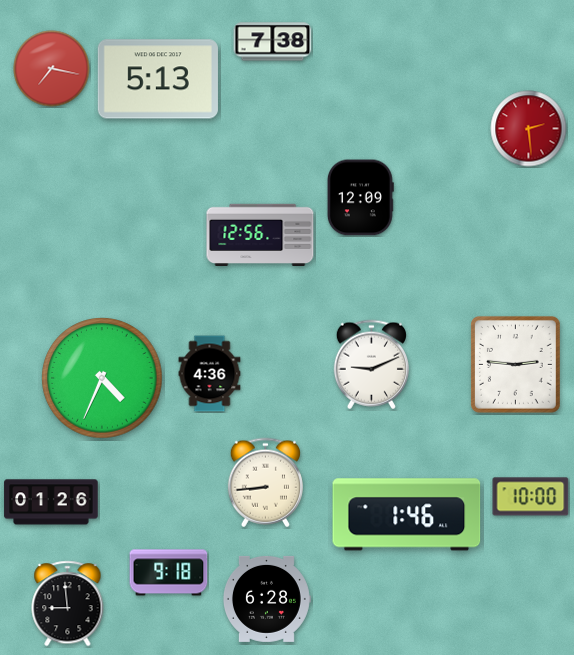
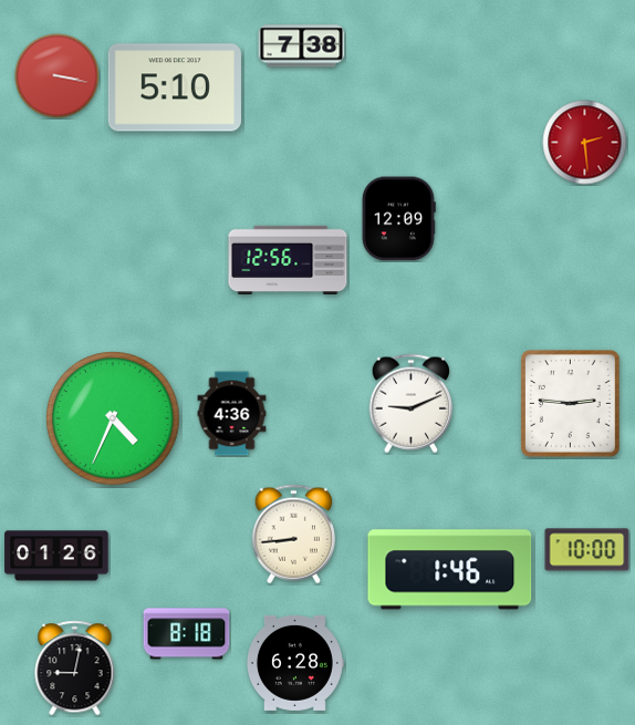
clock at (52, 69): 7:17 -> 3:17
clock at (158, 79): 5:13 -> 5:10
clock at (169, 573): 9:18 -> 8:18
clock at (68, 604): 8:59 -> 9:02
